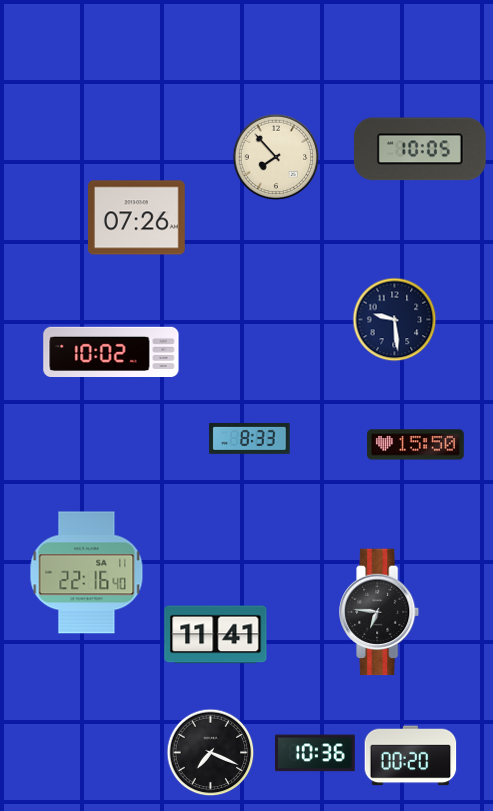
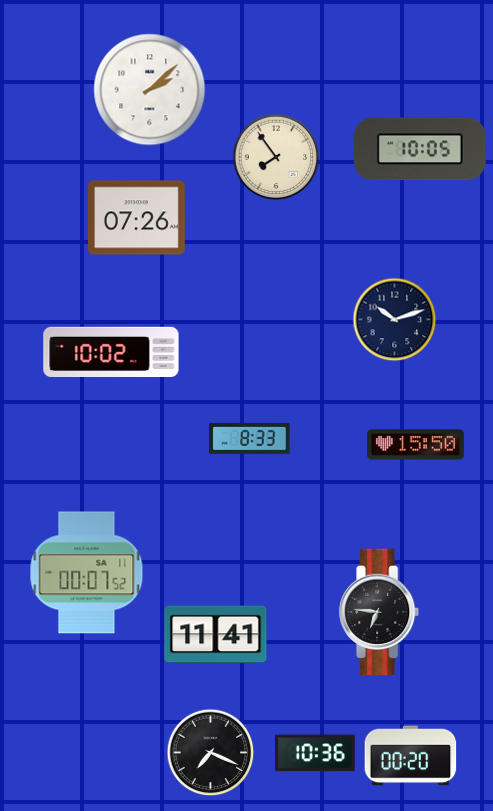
clock at (150, 90): none -> 2:08
clock at (276, 157): 7:53 -> 7:54
clock at (395, 320): 9:29 -> 10:12
clock at (87, 573): 22:16 -> 00:07
